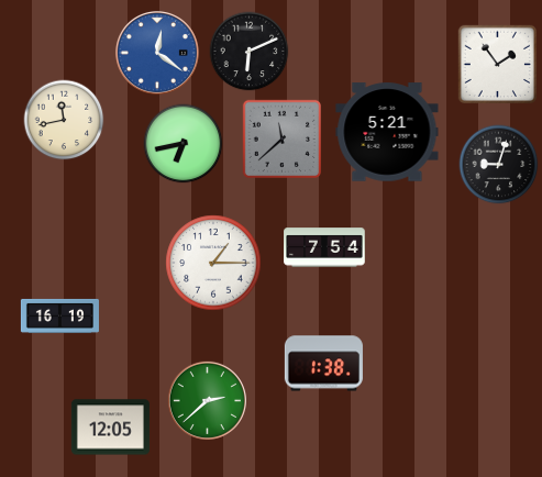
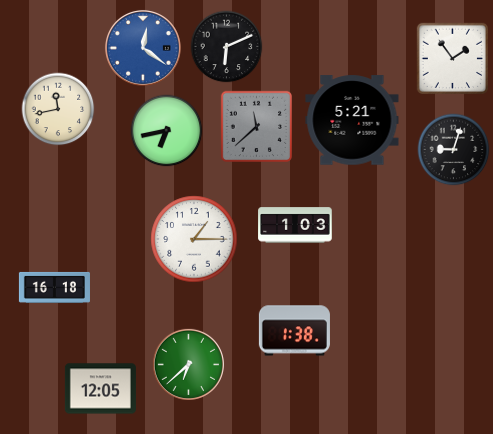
clock at (324, 247): 7:54 -> 1:03
clock at (59, 315): 16:19 -> 16:18
clock at (207, 400): 2:38 -> 6:38
